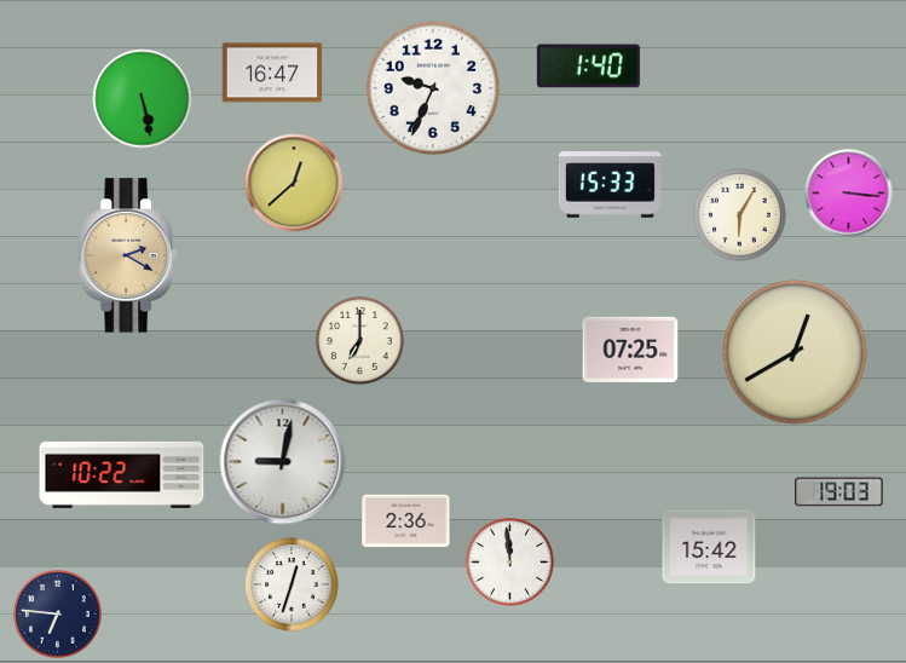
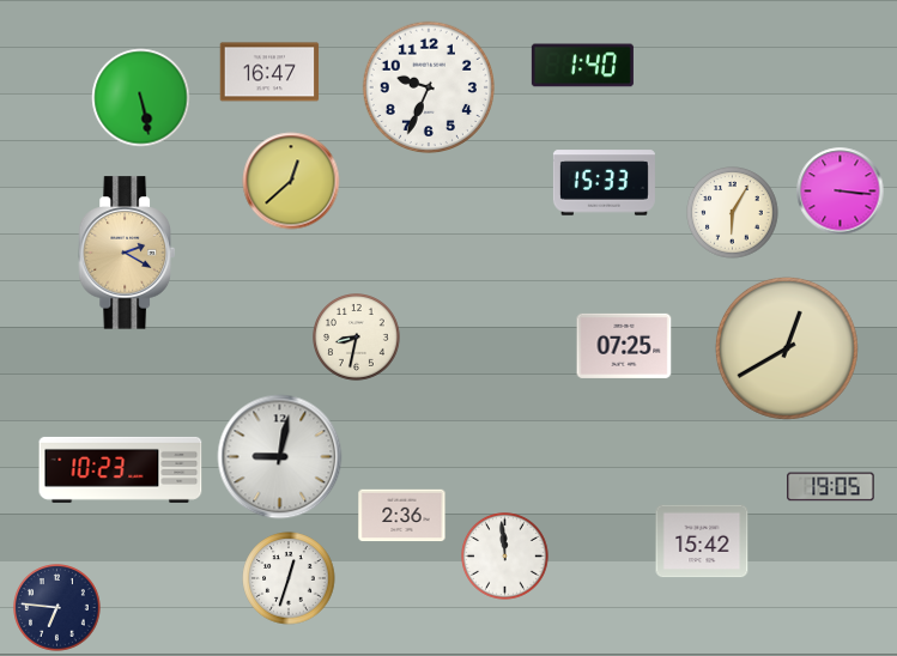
clock at (360, 341): 7:00 -> 8:32
clock at (122, 474): 10:22 -> 10:23
clock at (839, 492): 19:03 -> 19:05
